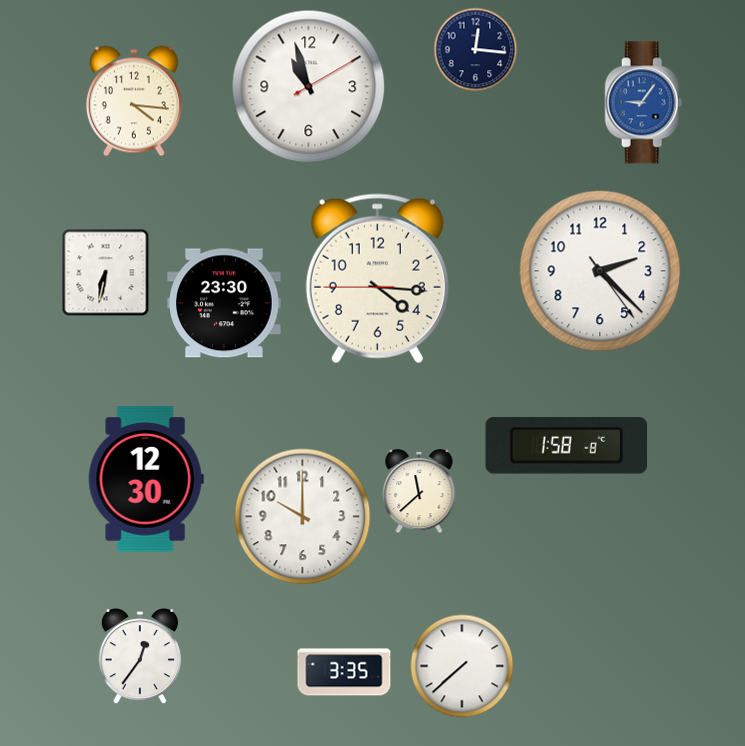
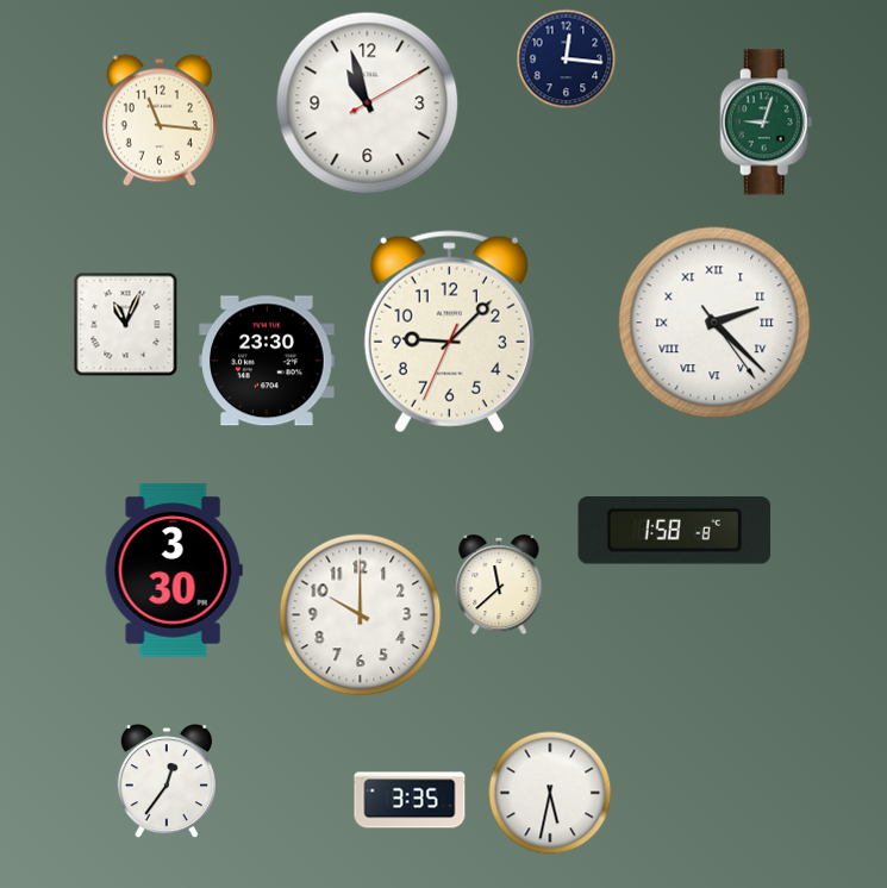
clock at (134, 101): 4:16 -> 11:16
clock at (644, 103): 9:06 -> 9:03
clock at (644, 103) dial: blue -> green
clock at (600, 271) numerals: Arabic -> Roman
clock at (106, 273): 6:32 -> 11:04
clock at (377, 279): 4:15 -> 9:07
clock at (146, 479): 12:30 -> 3:30
clock at (462, 666): 7:38 -> 5:32
